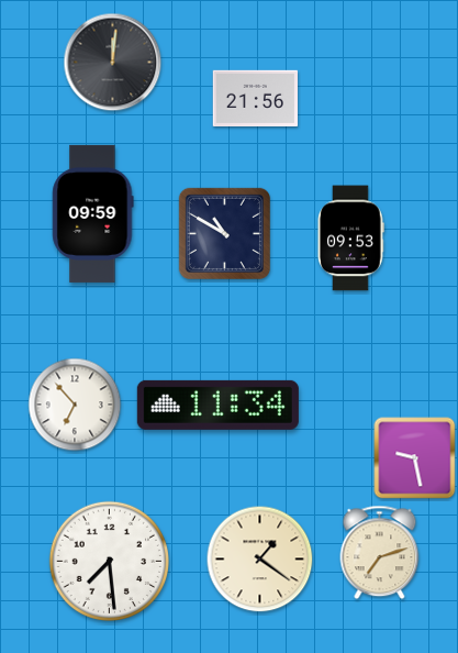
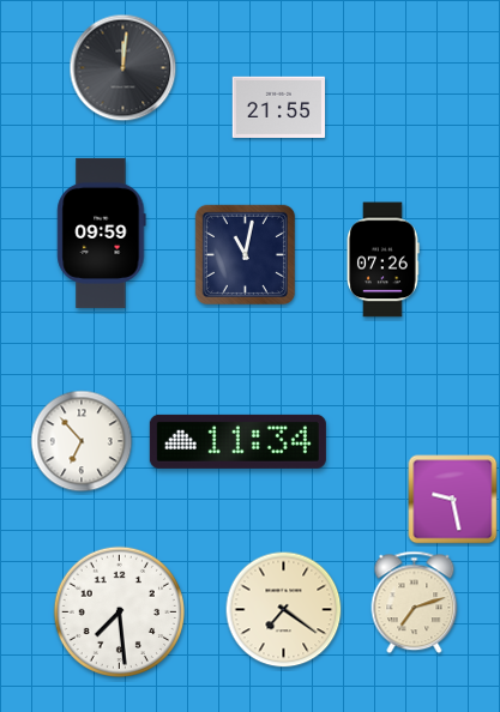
clock at (256, 98): 21:56 -> 21:55
clock at (224, 233): 10:50 -> 11:02
clock at (350, 239): 09:53 -> 07:26
clock at (260, 560): 1:21 -> 7:21
